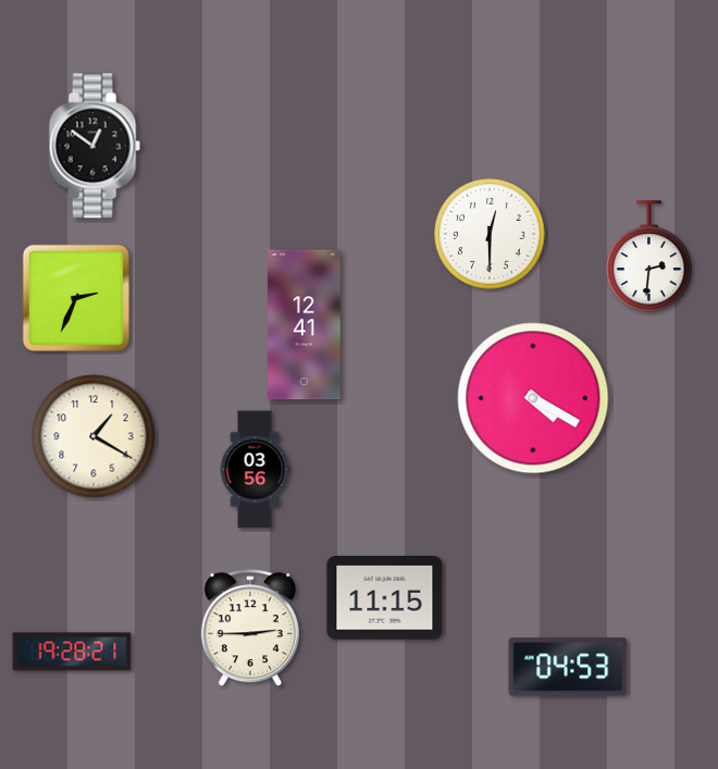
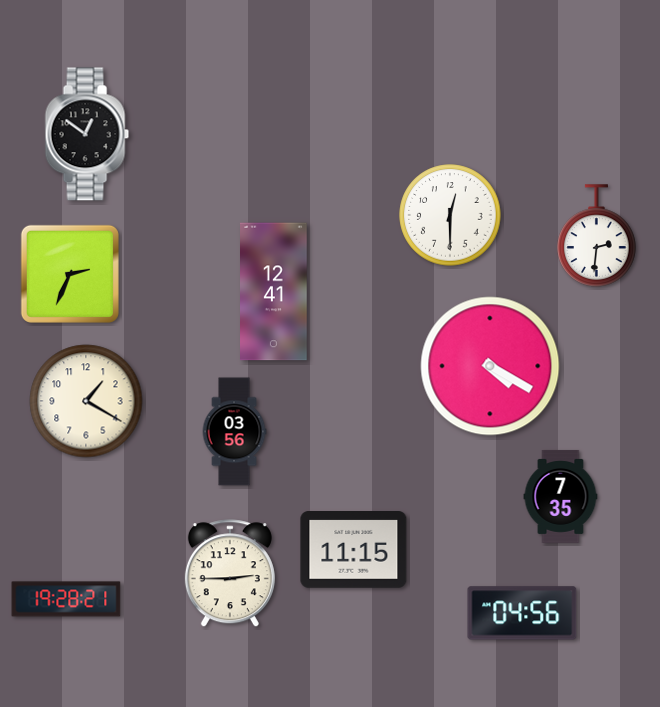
clock at (305, 325) position: (305, 325) -> (274, 292)
clock at (561, 496): none -> 7:35
clock at (250, 629) position: (250, 629) -> (230, 574)
clock at (568, 667): 04:53 -> 04:56
